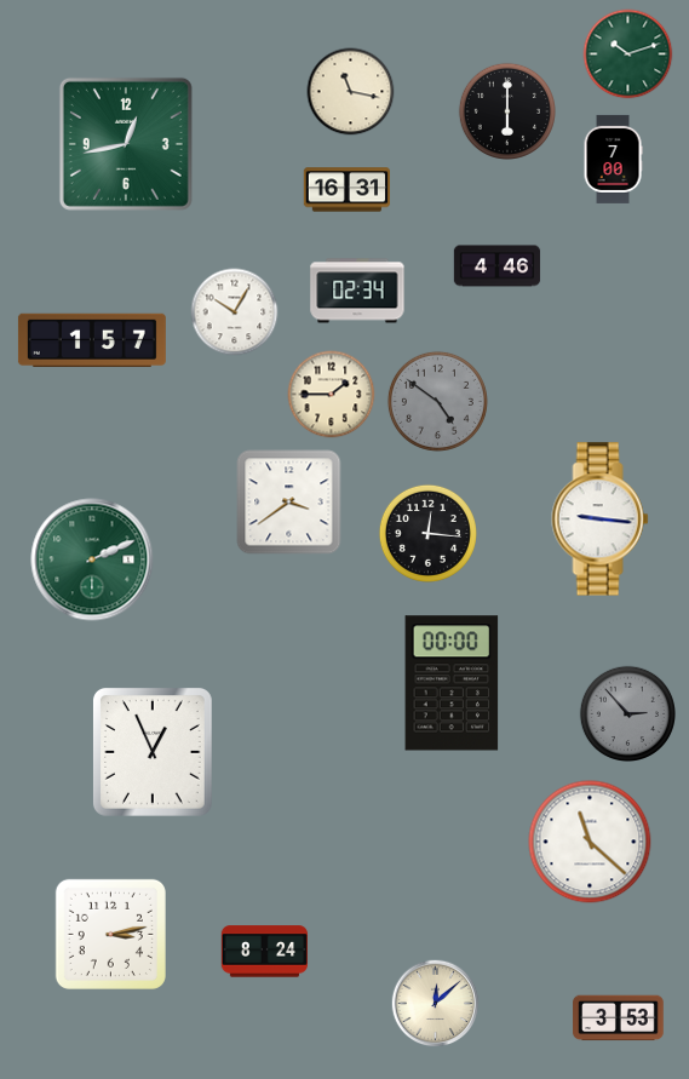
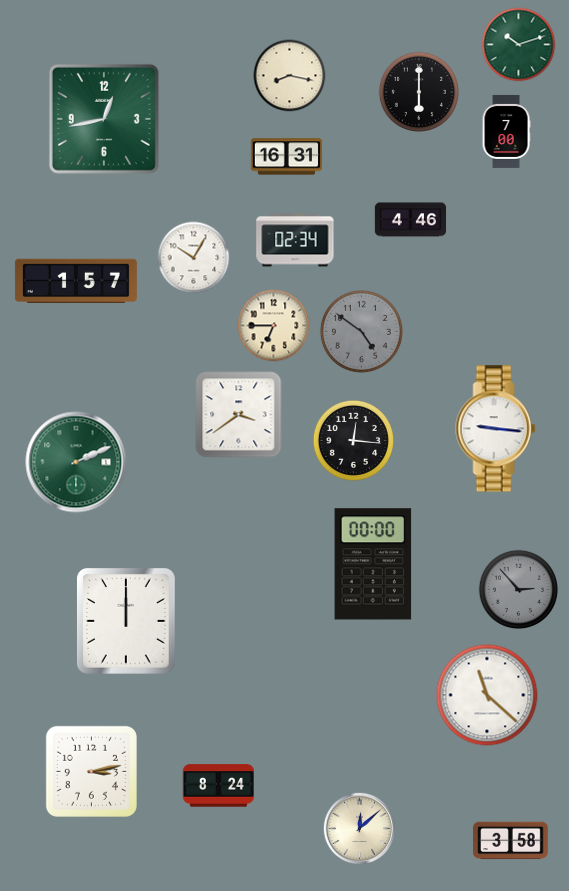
clock at (351, 92): 11:17 -> 8:17
clock at (332, 395): 1:45 -> 6:45
clock at (153, 753): 12:56 -> 12:00
clock at (619, 1018): 3:53 -> 3:58
